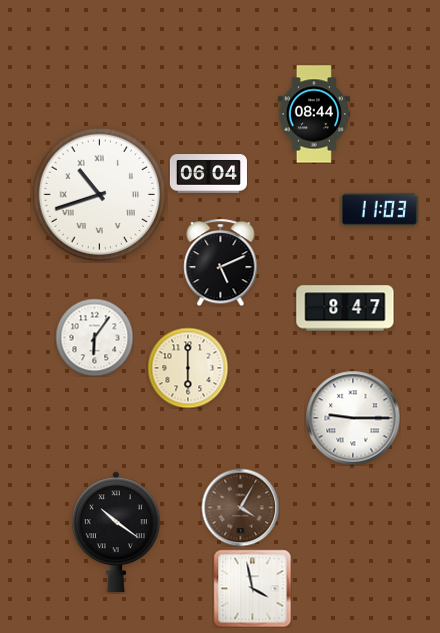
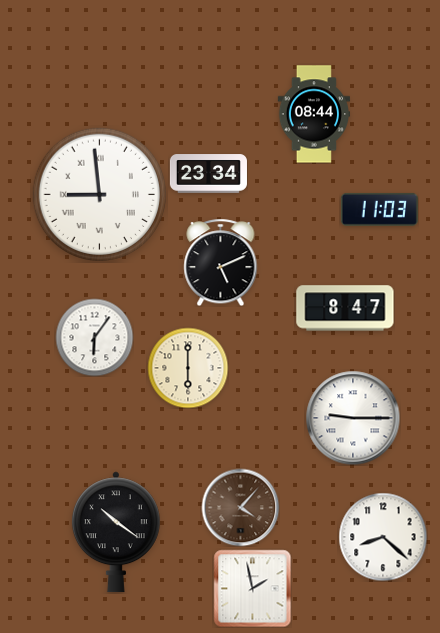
clock at (208, 174): 06:04 -> 23:34
clock at (99, 194): 10:42 -> 8:59
clock at (240, 507): 4:05 -> 4:07
clock at (383, 537): none -> 8:22
clock at (252, 588): 3:58 -> 1:58
